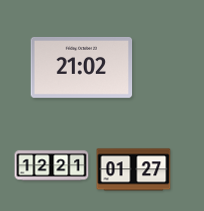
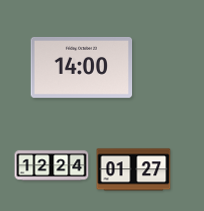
clock at (82, 67): 21:02 -> 14:00
clock at (52, 166): 12:21 -> 12:24
